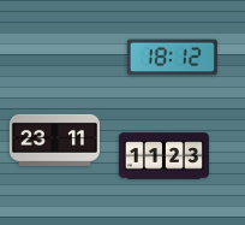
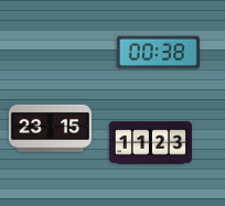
clock at (172, 58): 18:12 -> 00:38
clock at (54, 140): 23:11 -> 23:15
